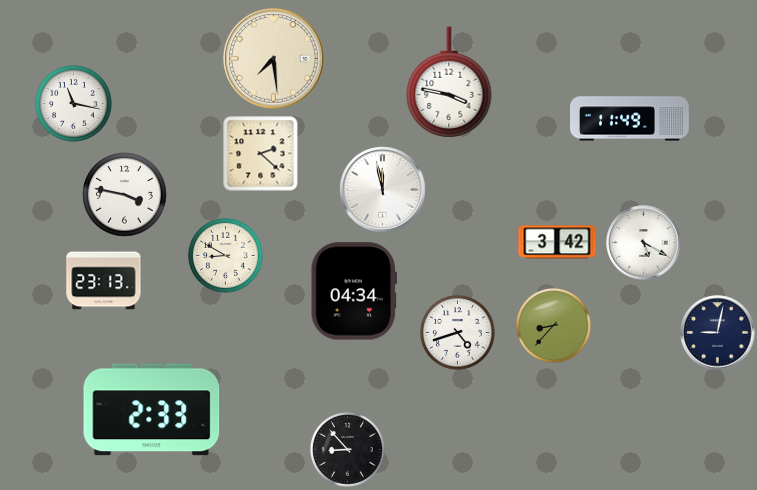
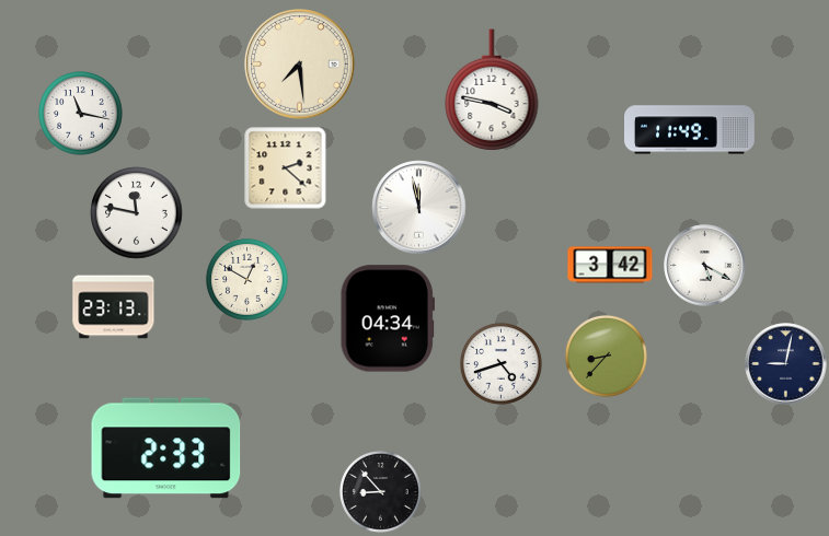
clock at (125, 195): 3:47 -> 11:47
clock at (226, 256): 8:50 -> 12:50
